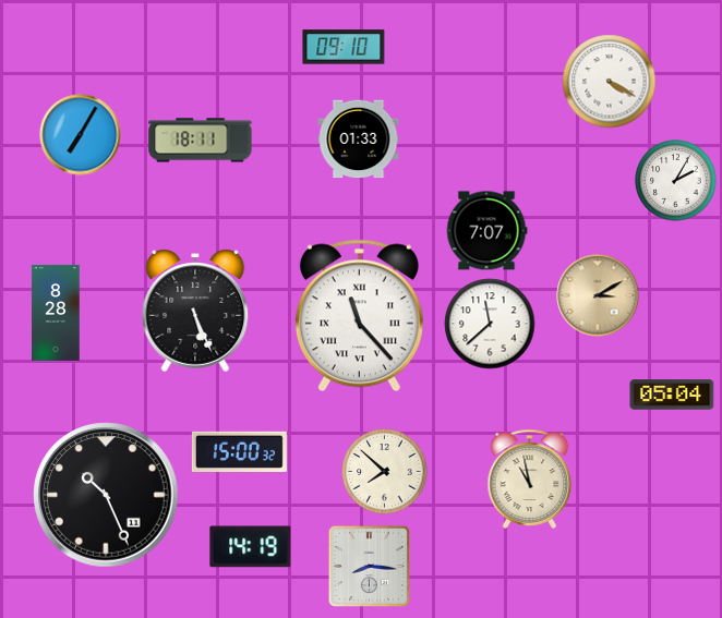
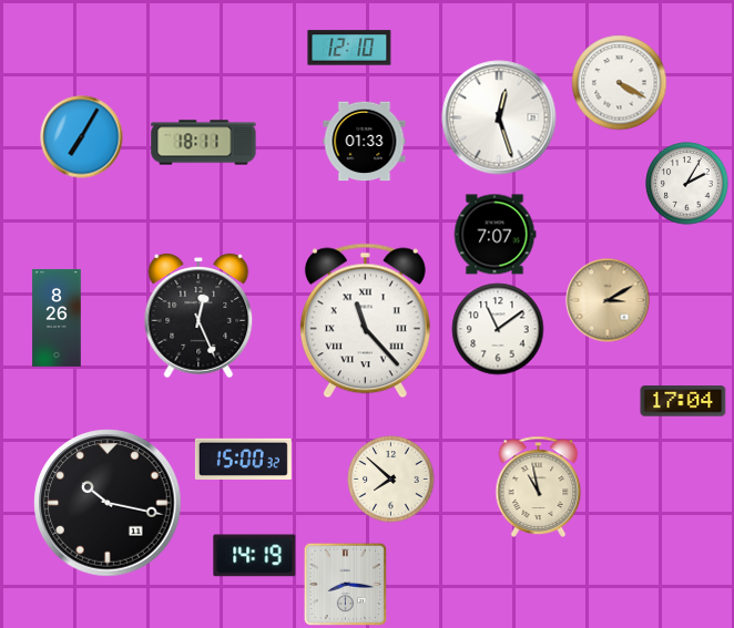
clock at (344, 47): 09:10 -> 12:10
clock at (499, 117): none -> 12:27
clock at (195, 311): 5:26 -> 12:26
clock at (56, 313): 8:28 -> 8:26
clock at (490, 324): 11:38 -> 11:09
clock at (672, 395): 05:04 -> 17:04
clock at (106, 495): 10:26 -> 10:17
clock at (370, 567) position: (370, 567) -> (346, 585)
